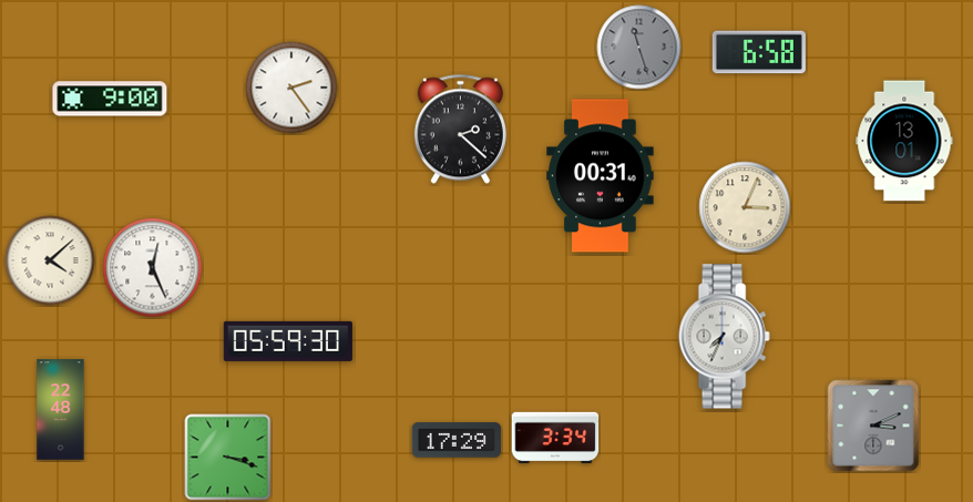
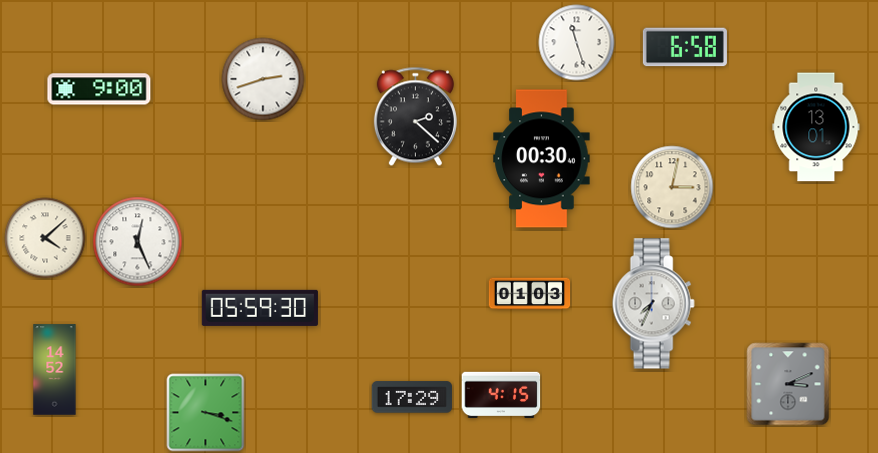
clock at (639, 48) dial: grey -> white
clock at (291, 88): 2:24 -> 2:42
clock at (601, 176): 00:31 -> 00:30
clock at (745, 207): 3:04 -> 3:02
clock at (50, 260) position: (50, 260) -> (45, 238)
clock at (530, 294): none -> 01:03
clock at (61, 410): 22:48 -> 14:52
clock at (555, 438): 3:34 -> 4:15
